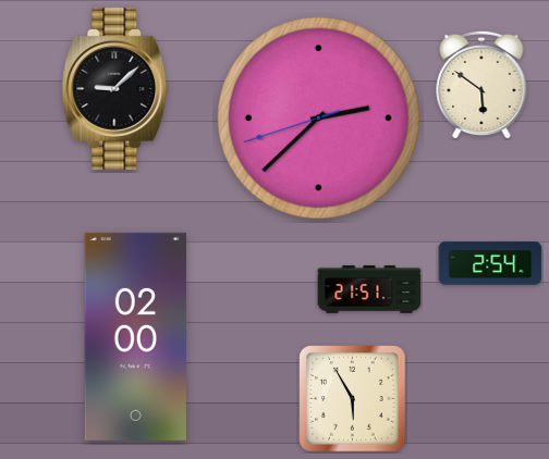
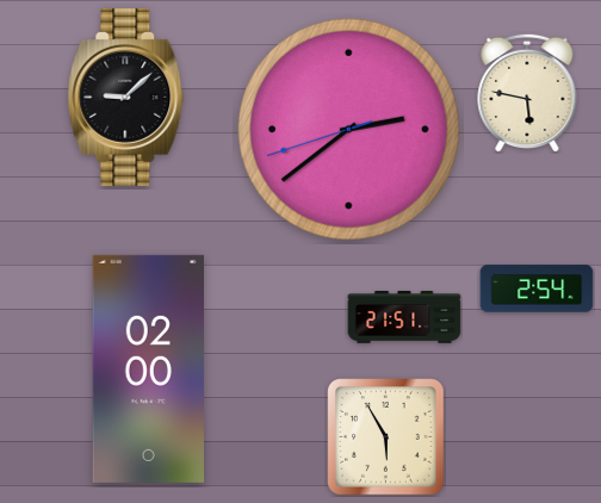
clock at (481, 85): 5:51 -> 5:47
clock at (318, 117): 2:37 -> 2:38
